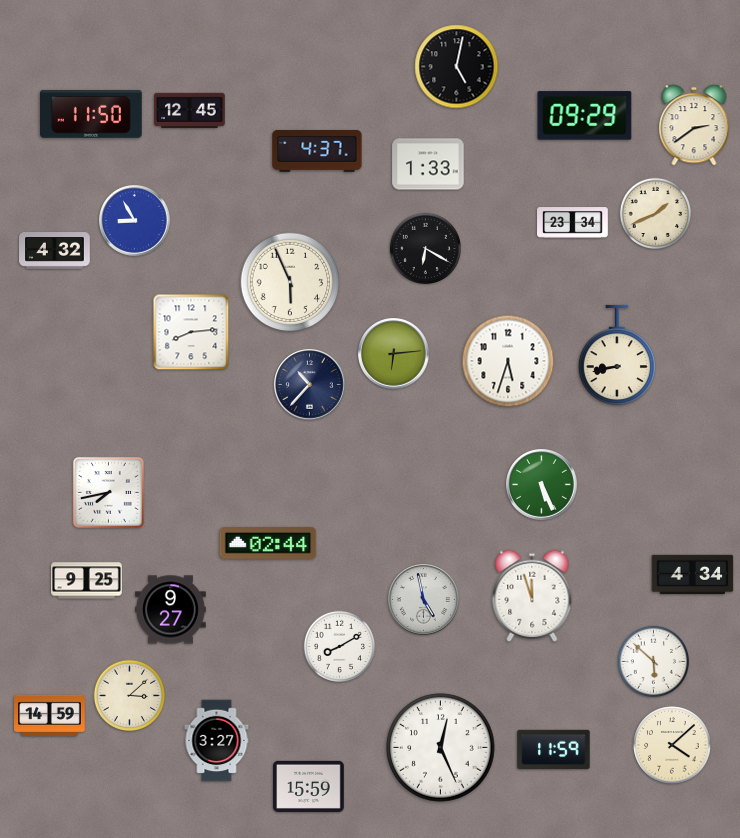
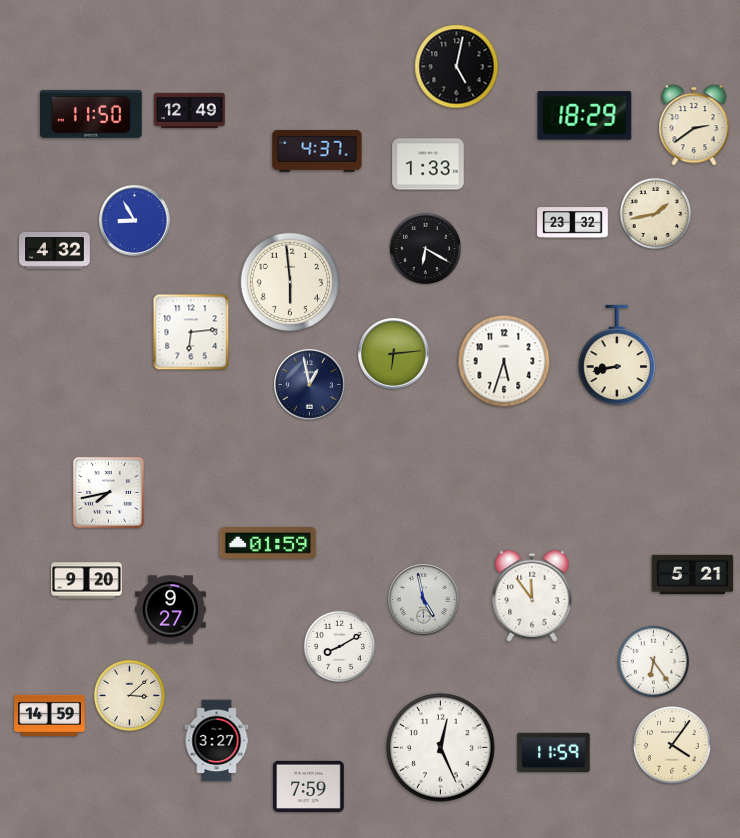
clock at (190, 110): 12:45 -> 12:49
clock at (585, 116): 09:29 -> 18:29
clock at (655, 213): 1:41 -> 1:43
clock at (573, 223): 23:34 -> 23:32
clock at (290, 282): 5:56 -> 5:59
clock at (191, 332): 8:14 -> 6:14
clock at (508, 361) position: (508, 361) -> (504, 361)
clock at (310, 385): 10:37 -> 12:58
clock at (542, 485): 5:26 -> none
clock at (268, 543): 02:44 -> 01:59
clock at (693, 575): 4:34 -> 5:21
clock at (87, 581): 9:25 -> 9:20
clock at (532, 596): 11:57 -> 11:54
clock at (653, 661): 5:52 -> 6:24
clock at (672, 745): 4:08 -> 4:06
clock at (554, 750) position: (554, 750) -> (554, 753)
clock at (309, 786): 15:59 -> 7:59
